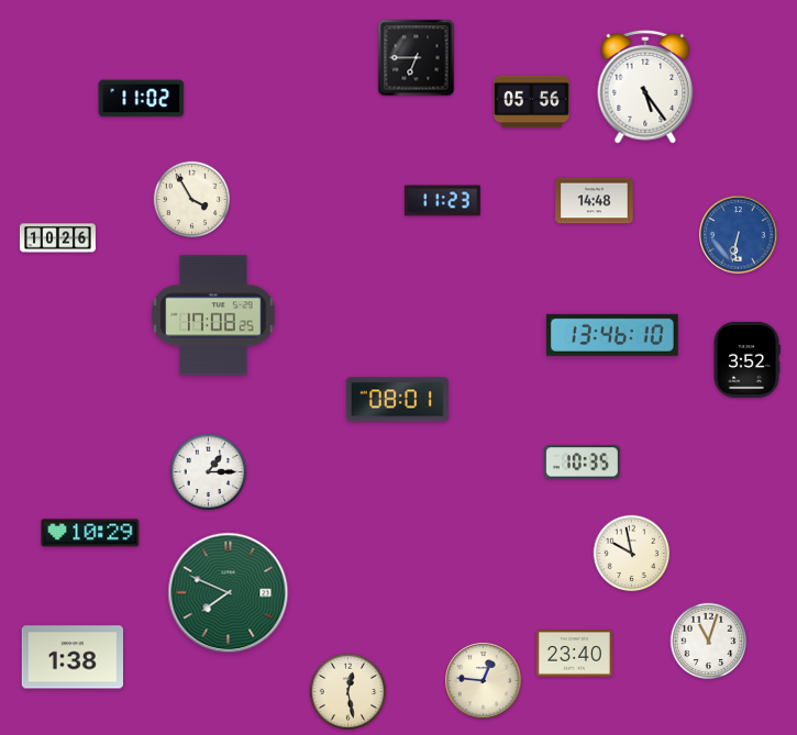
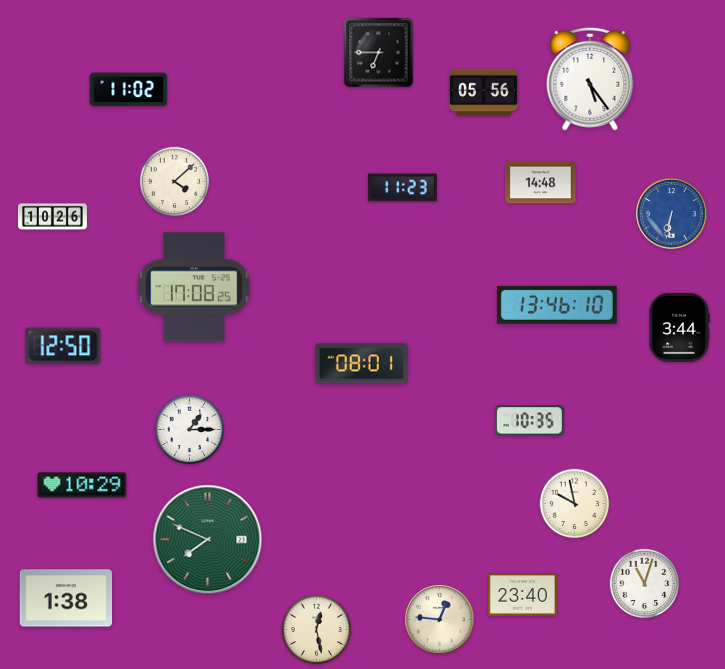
clock at (645, 87) position: (645, 87) -> (590, 79)
clock at (192, 200): 3:55 -> 4:08
clock at (442, 201) position: (442, 201) -> (402, 188)
clock at (746, 359): 3:52 -> 3:44
clock at (63, 346): none -> 12:50
